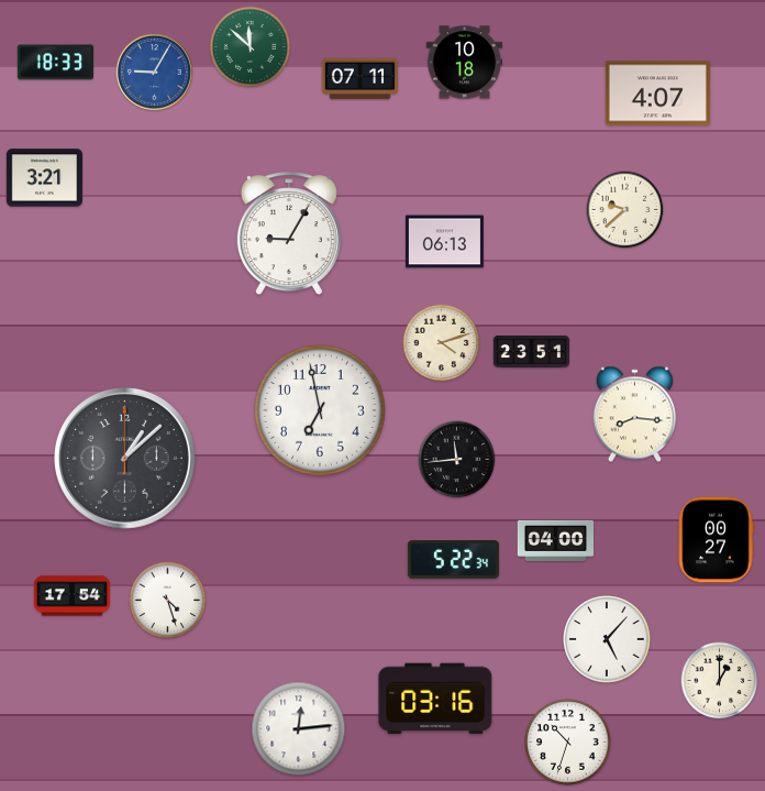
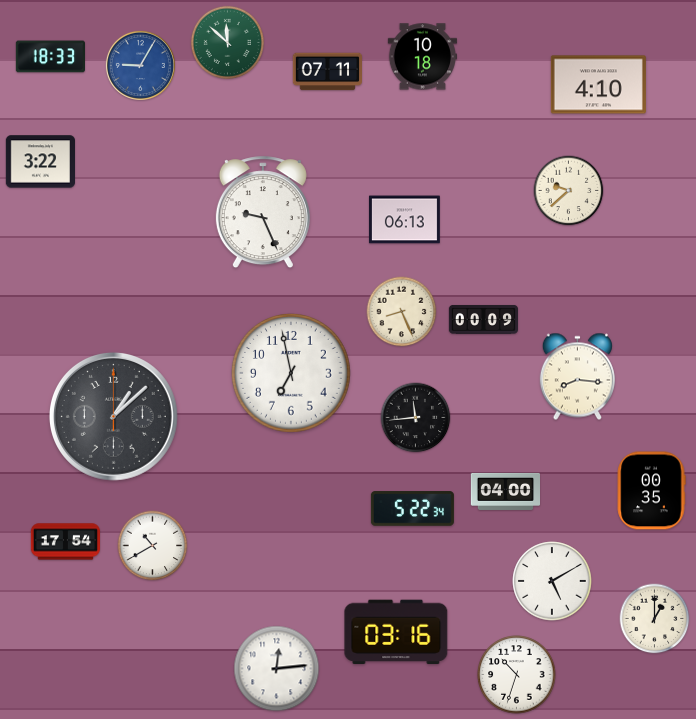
clock at (657, 94): 4:07 -> 4:10
clock at (44, 178): 3:21 -> 3:22
clock at (289, 234): 9:05 -> 9:26
clock at (442, 343): 4:12 -> 8:26
clock at (532, 351): 23:51 -> 00:09
clock at (716, 540): 00:27 -> 00:35
clock at (168, 601): 4:27 -> 10:40
clock at (607, 639): 5:07 -> 5:10
clock at (435, 699) position: (435, 699) -> (396, 632)
clock at (299, 729) position: (299, 729) -> (277, 669)
